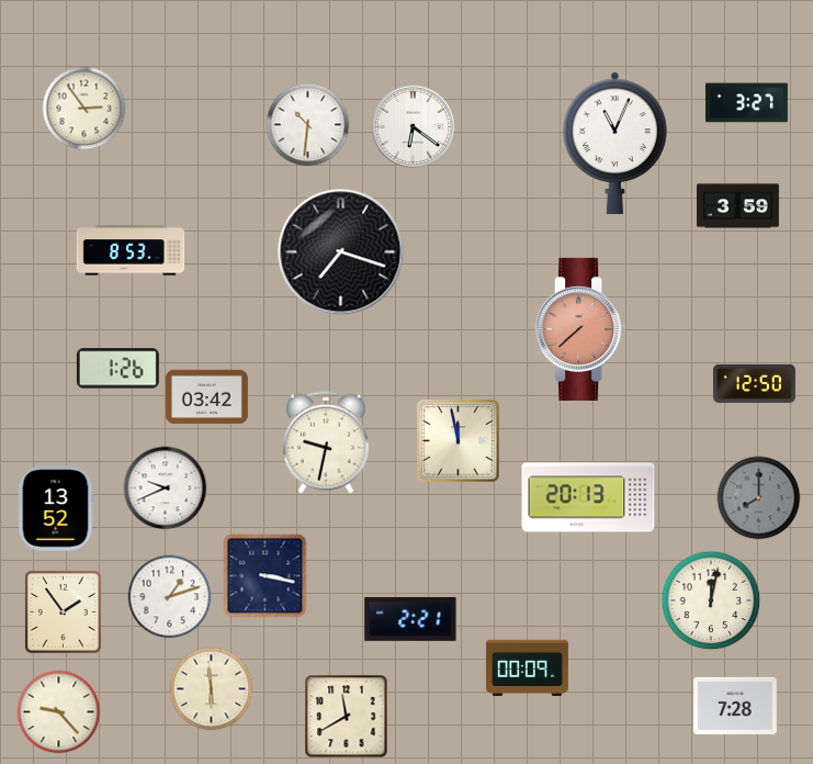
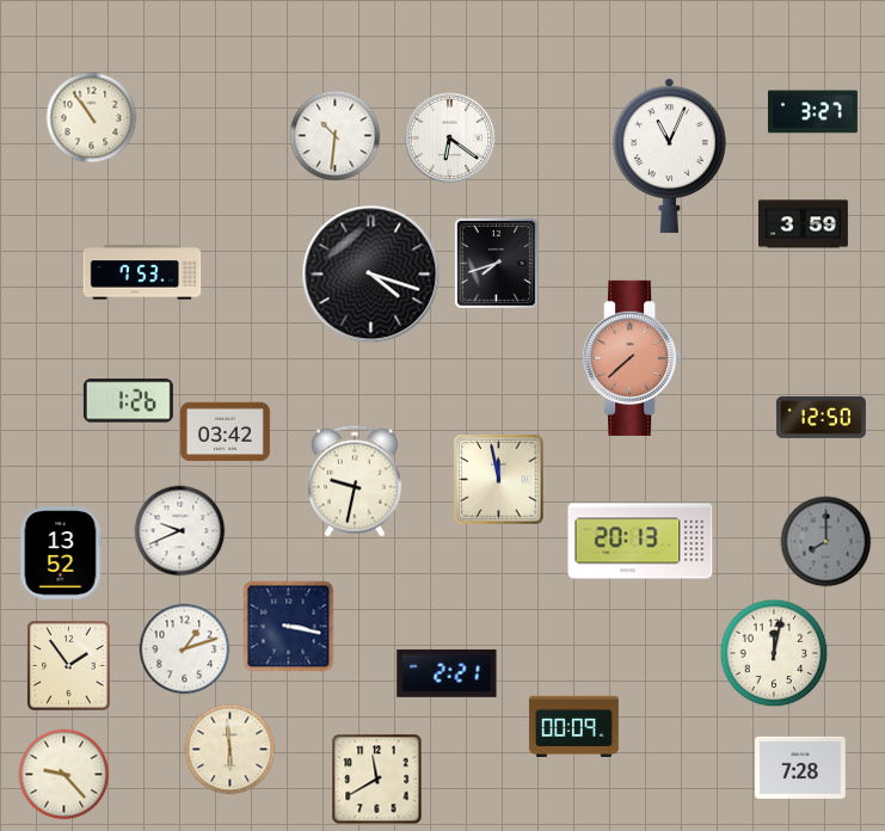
clock at (84, 109): 2:54 -> 10:54
clock at (496, 263): none -> 7:42
clock at (131, 250): 8:53 -> 7:53
clock at (341, 252): 7:18 -> 4:18
